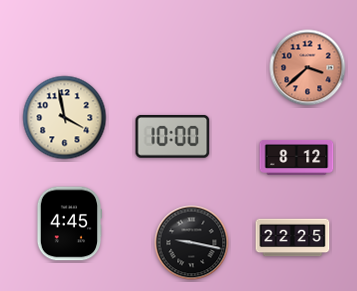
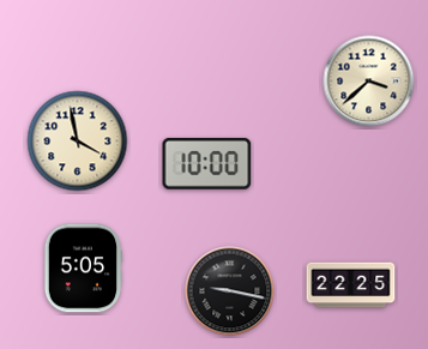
clock at (308, 68) dial: salmon -> cream
clock at (297, 158): 8:12 -> none
clock at (69, 224): 4:45 -> 5:05
